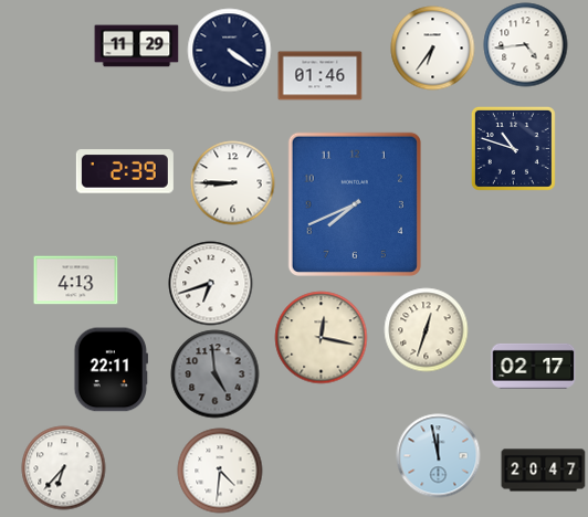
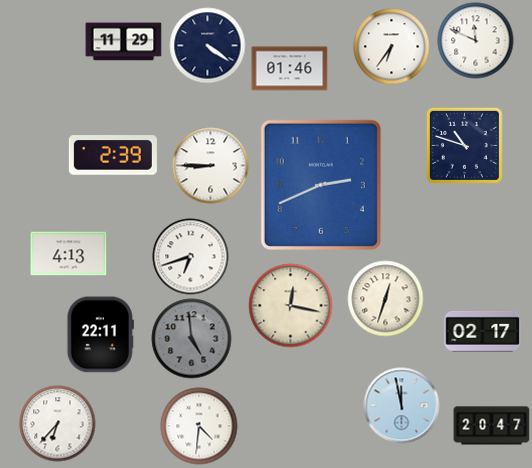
clock at (526, 45): 4:44 -> 11:49
clock at (433, 49) position: (433, 49) -> (392, 47)
clock at (513, 148) position: (513, 148) -> (464, 145)
clock at (355, 204): 7:41 -> 2:41
clock at (216, 374) position: (216, 374) -> (192, 339)
clock at (439, 456) position: (439, 456) -> (402, 406)
